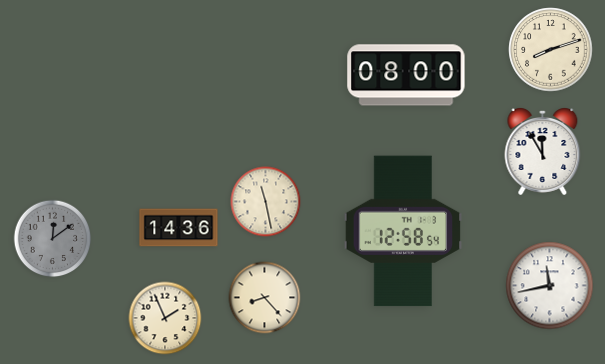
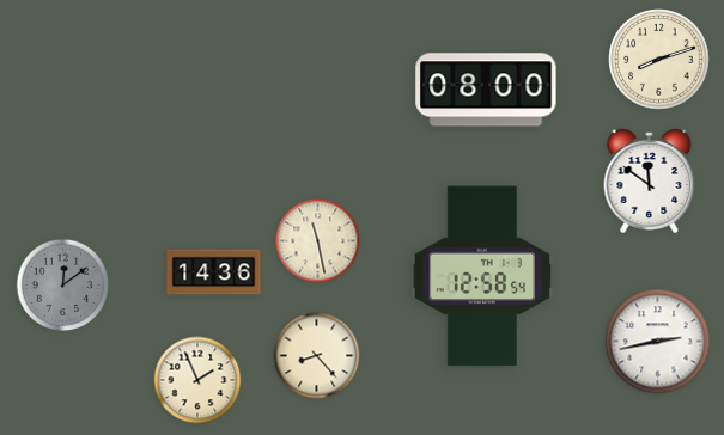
clock at (543, 152): 11:55 -> 11:51
clock at (550, 286): 11:43 -> 2:43
